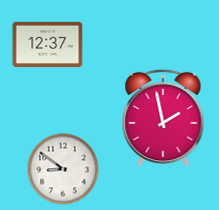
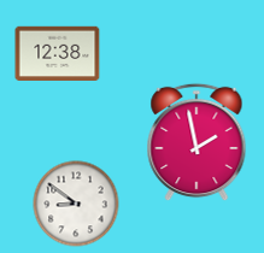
clock at (48, 44): 12:37 -> 12:38
